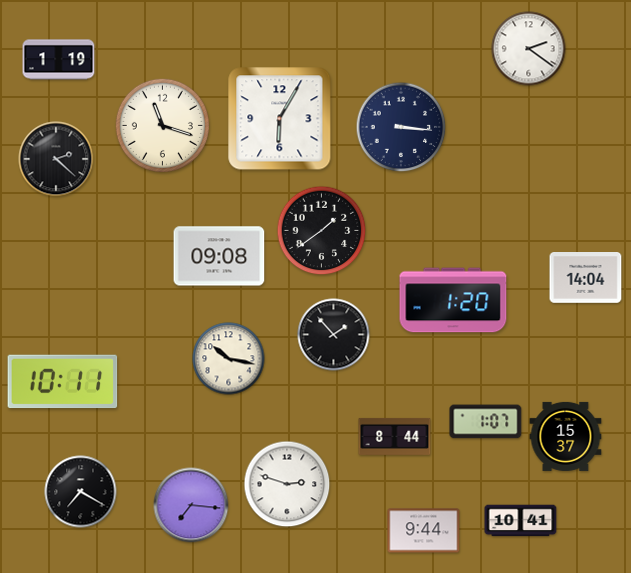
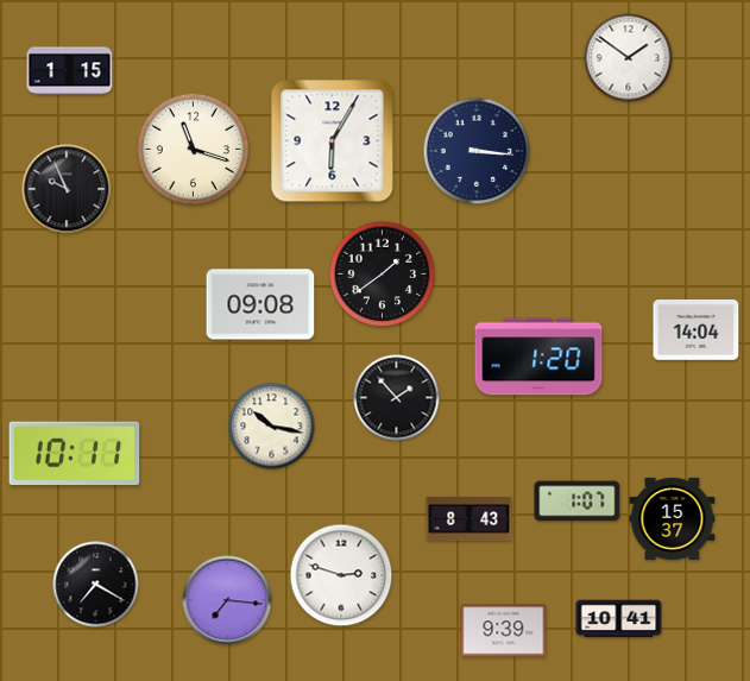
clock at (529, 49): 2:21 -> 1:51
clock at (59, 60): 1:19 -> 1:15
clock at (56, 159): 2:22 -> 9:56
clock at (395, 436): 8:44 -> 8:43
clock at (424, 531): 9:44 -> 9:39
